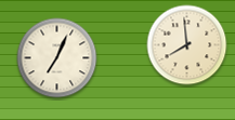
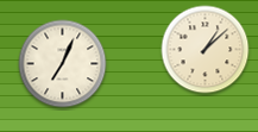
clock at (187, 45): 7:59 -> 1:08
